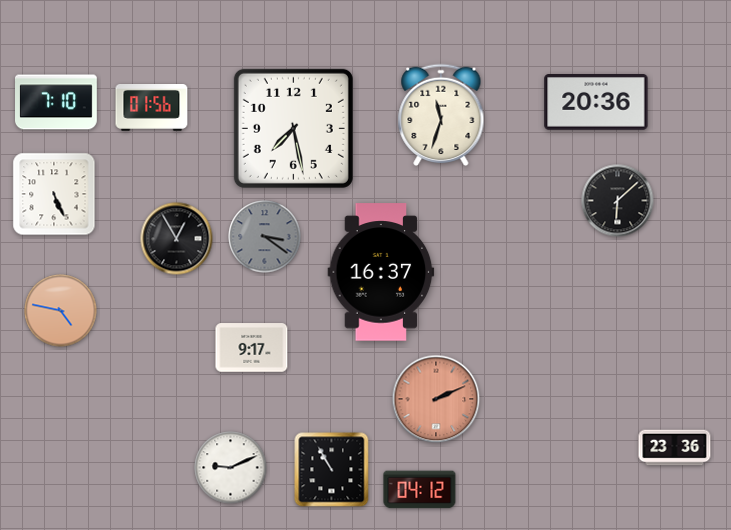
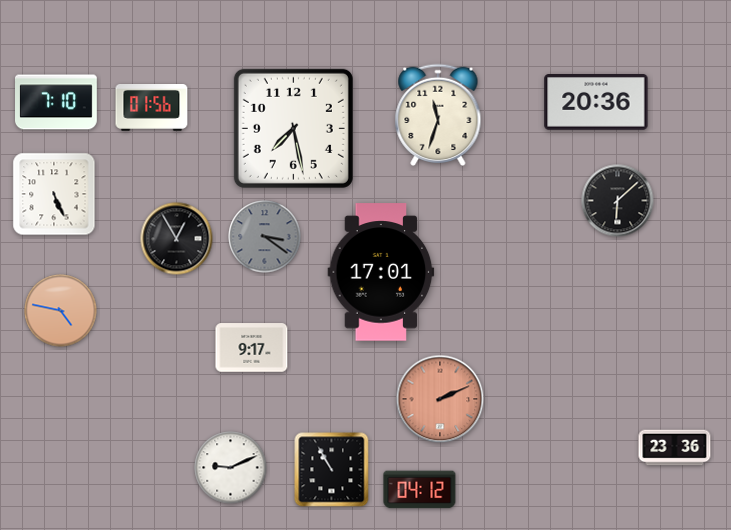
clock at (441, 115) position: (441, 115) -> (438, 115)
clock at (381, 272): 16:37 -> 17:01
clock at (436, 399) position: (436, 399) -> (440, 399)
